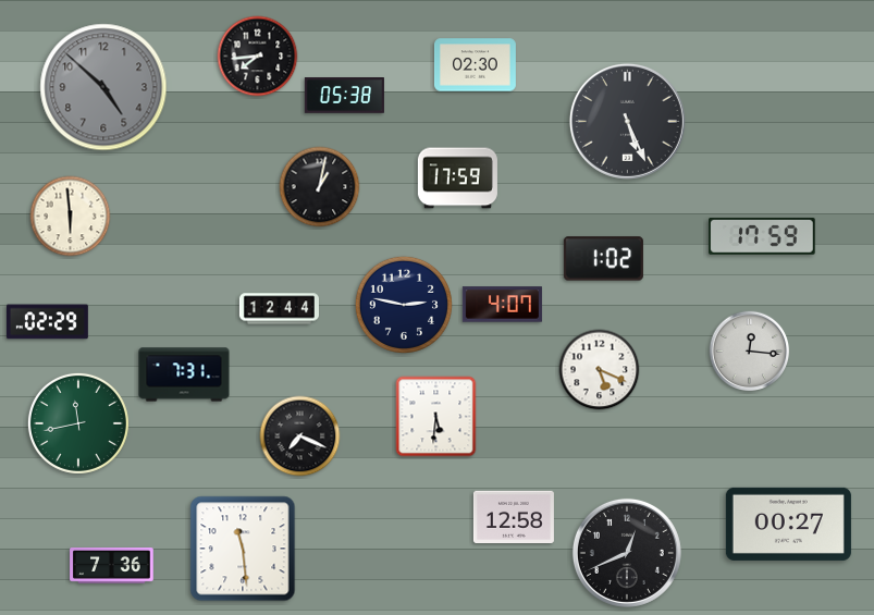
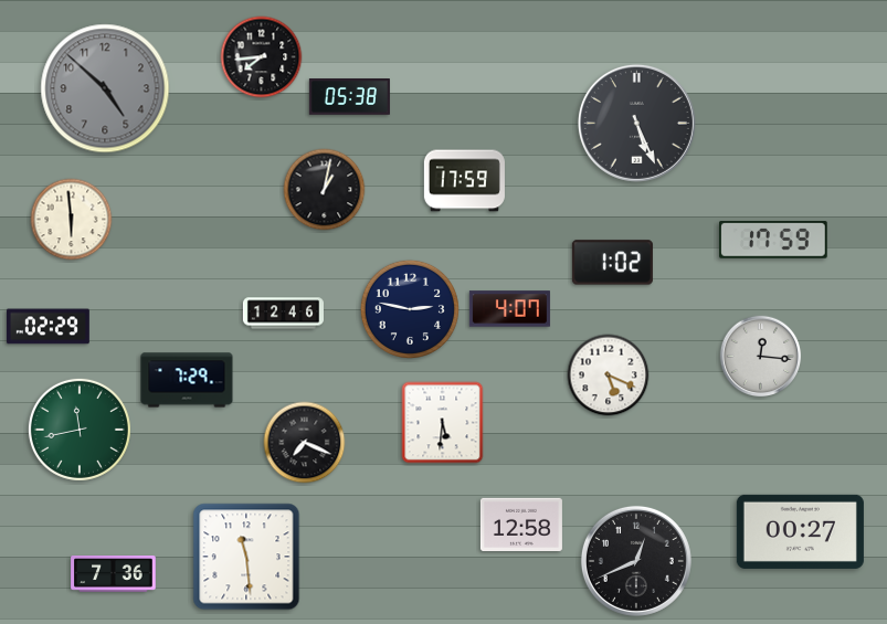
clock at (475, 65): 02:30 -> none
clock at (279, 309): 12:44 -> 12:46
clock at (184, 374): 7:31 -> 7:29
